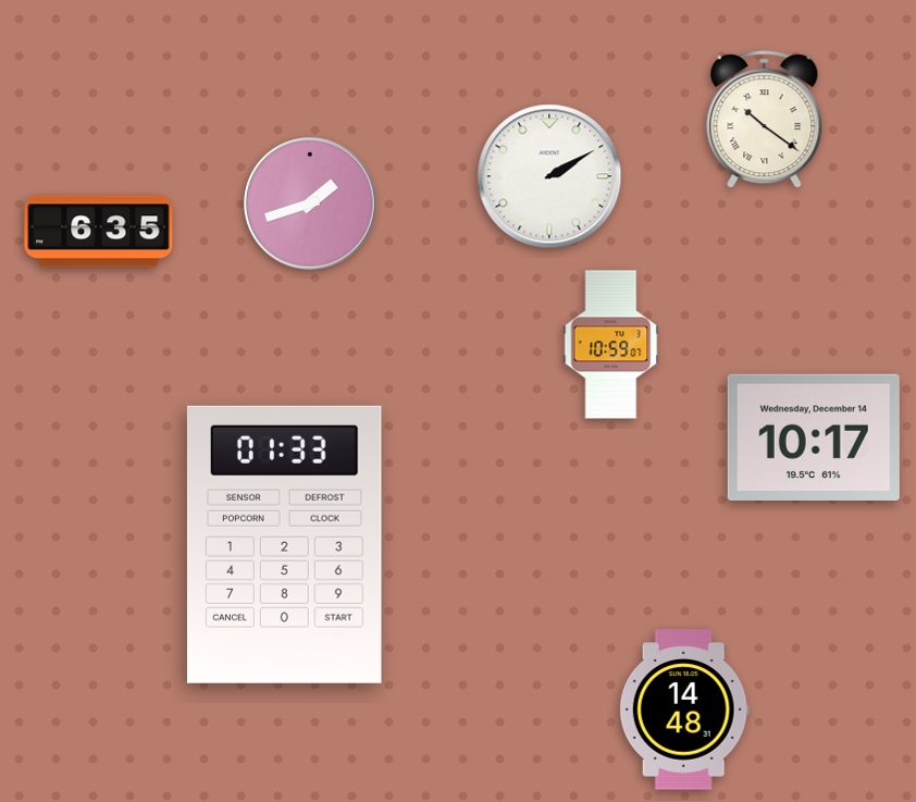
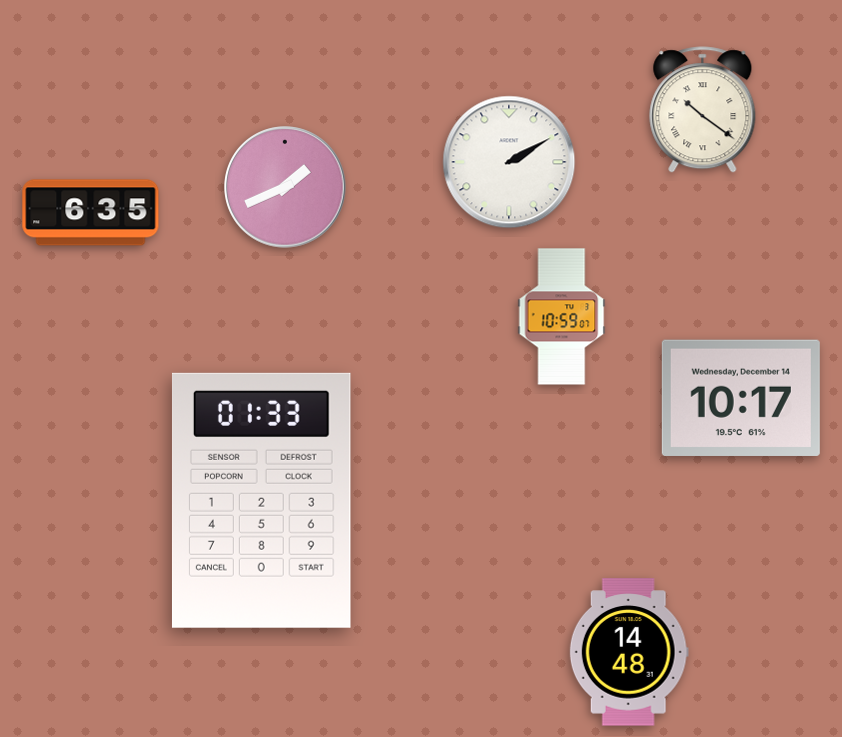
clock at (549, 176) position: (549, 176) -> (509, 162)
clock at (310, 203): 1:42 -> 1:41
clock at (814, 437) position: (814, 437) -> (741, 398)
